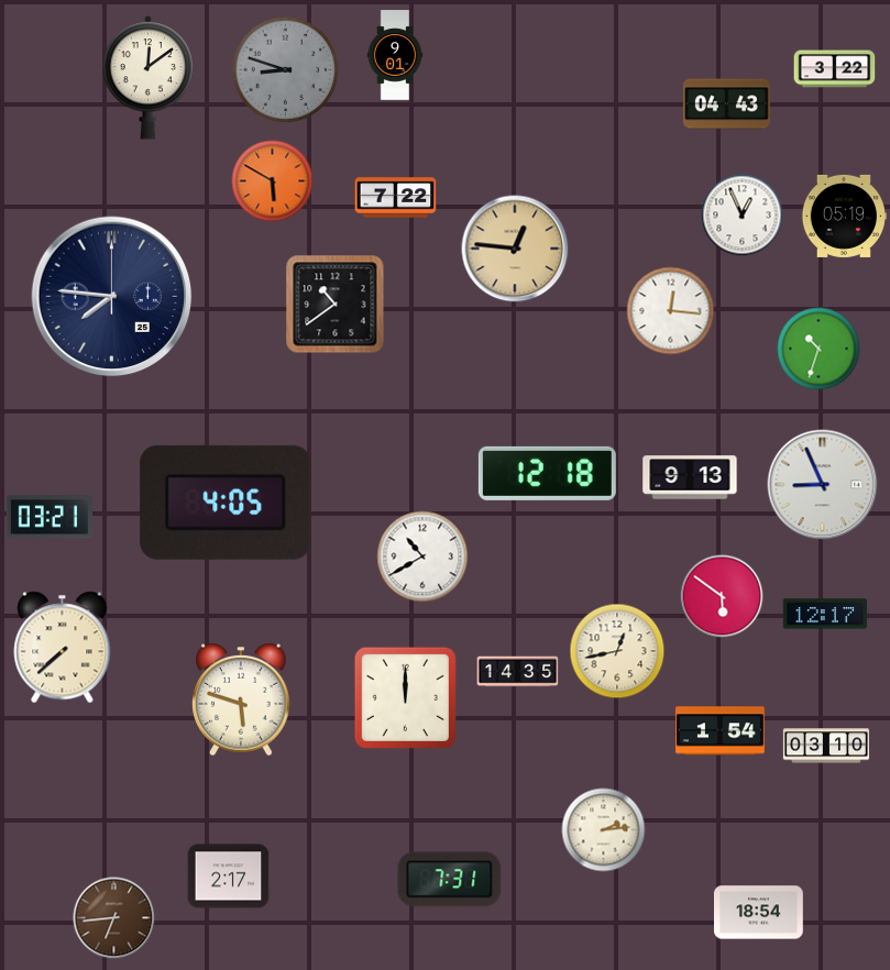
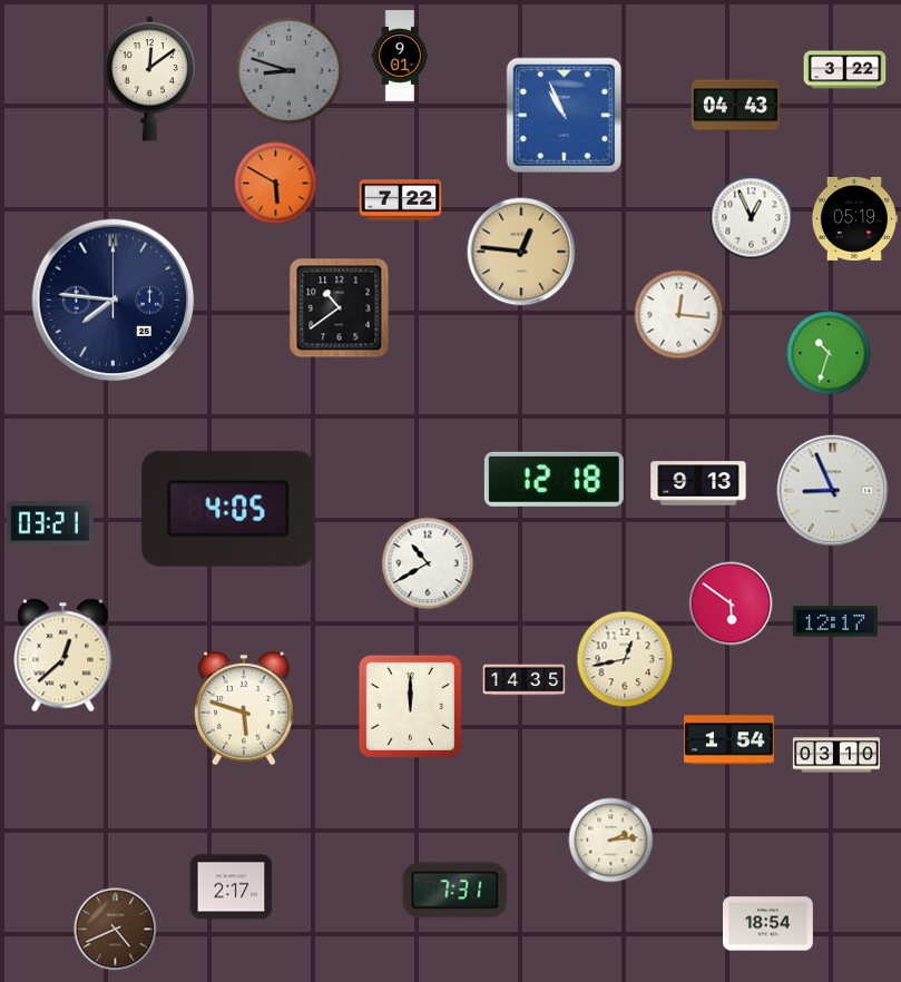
clock at (564, 115): none -> 10:56
clock at (63, 648): 7:38 -> 12:38
clock at (114, 918): 6:44 -> 4:41
